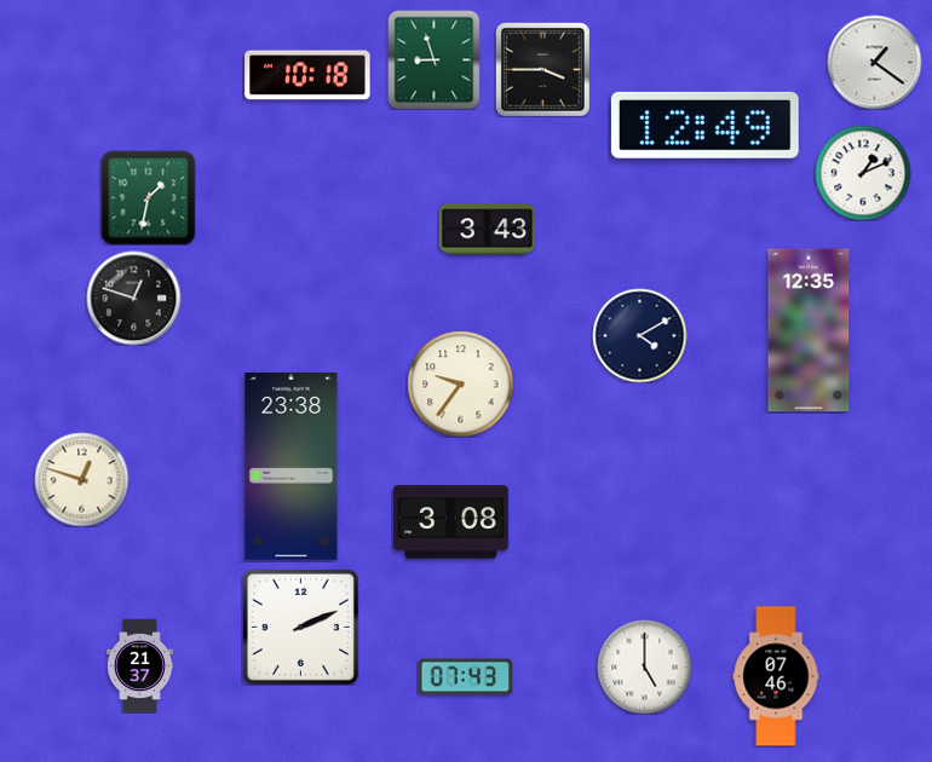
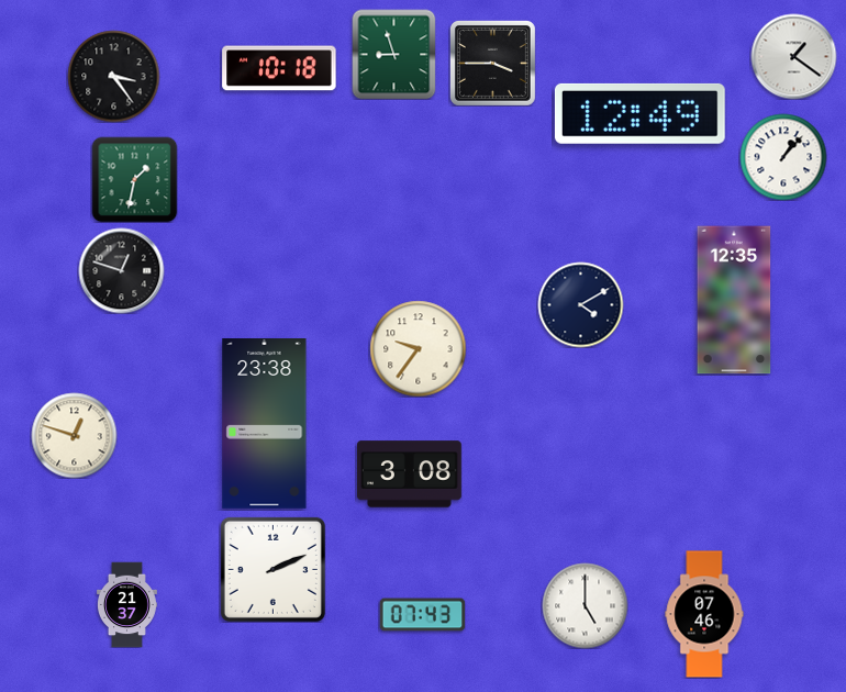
clock at (113, 76): none -> 3:24
clock at (863, 173): 1:11 -> 1:07
clock at (487, 230): 3:43 -> none
